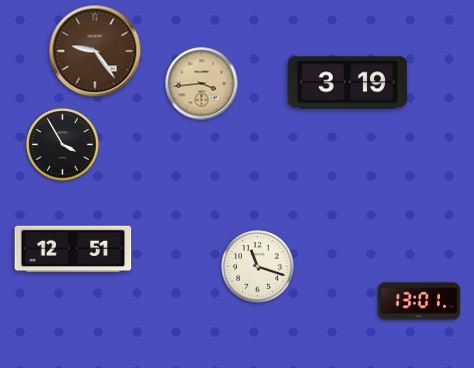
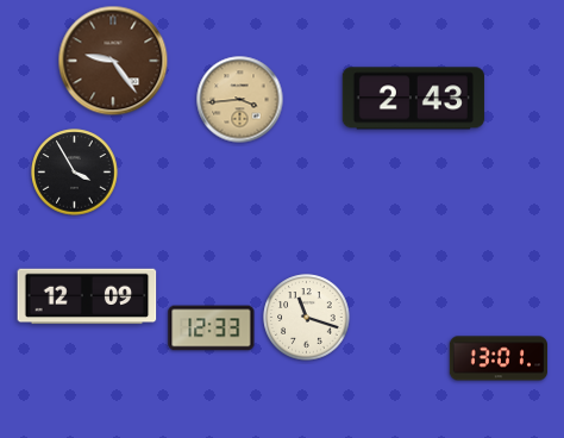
clock at (347, 83): 3:19 -> 2:43
clock at (73, 249): 12:51 -> 12:09
clock at (212, 328): none -> 12:33
